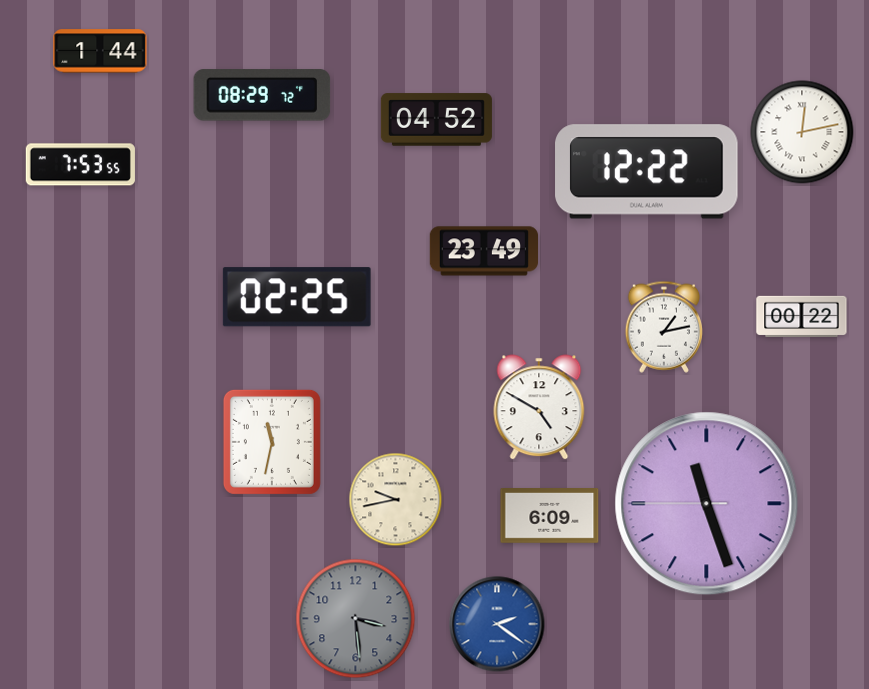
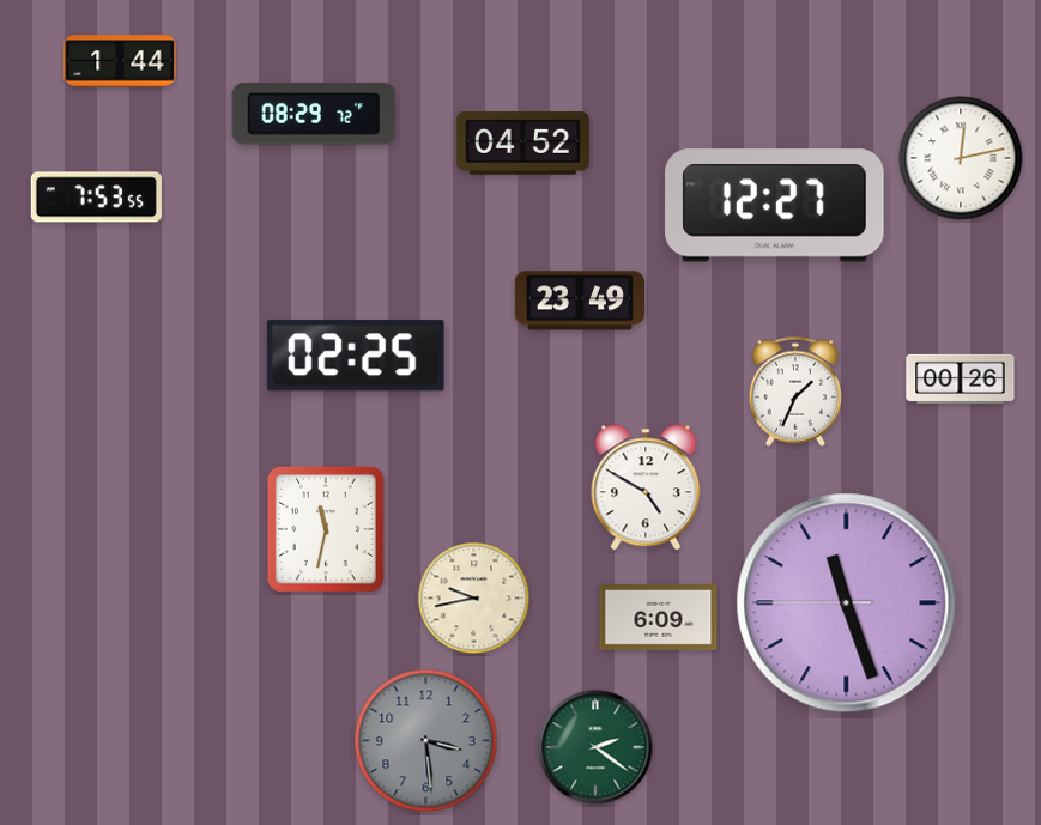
clock at (647, 172): 12:22 -> 12:27
clock at (802, 317): 00:22 -> 00:26
clock at (664, 327): 1:13 -> 1:34
clock at (497, 624) dial: blue -> green
